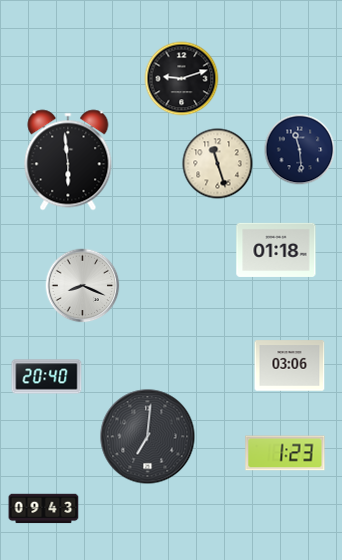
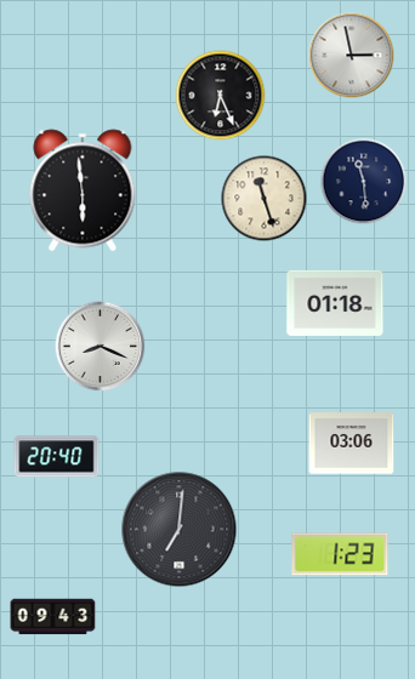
clock at (352, 56): none -> 2:58
clock at (182, 79): 9:12 -> 6:26
clock at (68, 160) position: (68, 160) -> (83, 190)
clock at (285, 453) position: (285, 453) -> (340, 554)
